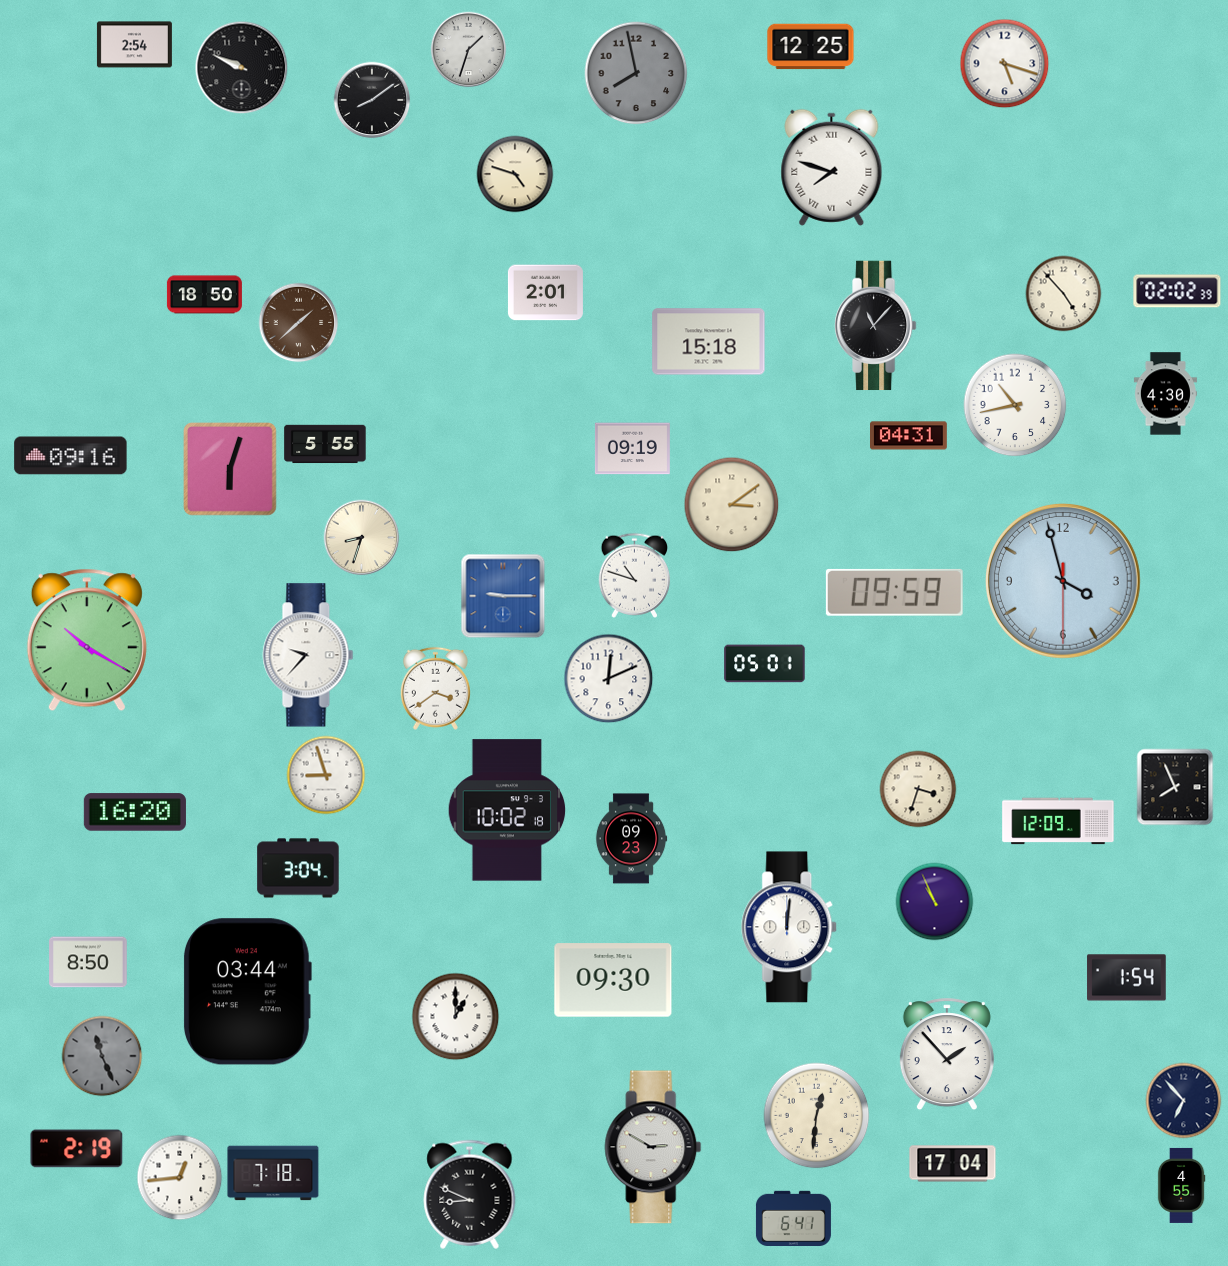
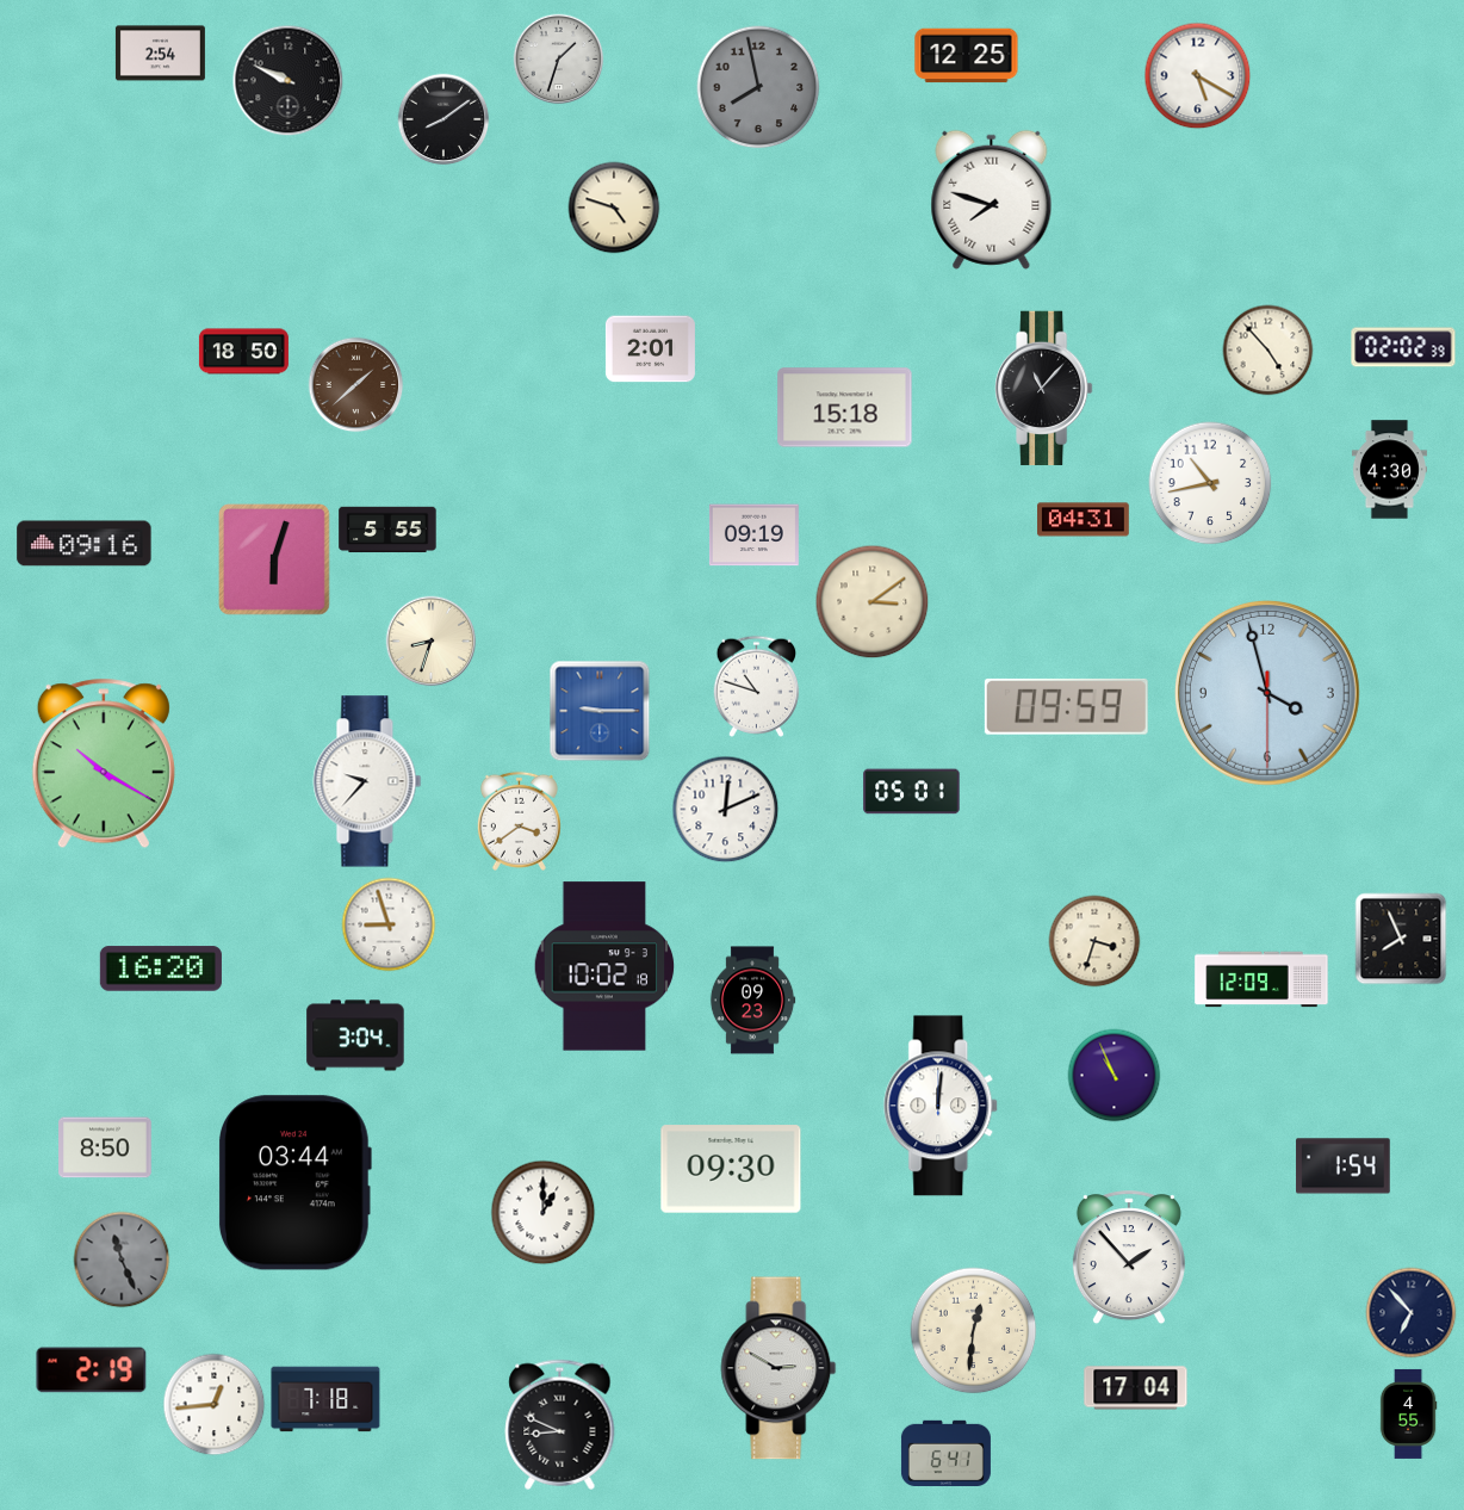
clock at (1005, 64): 5:18 -> 5:20
